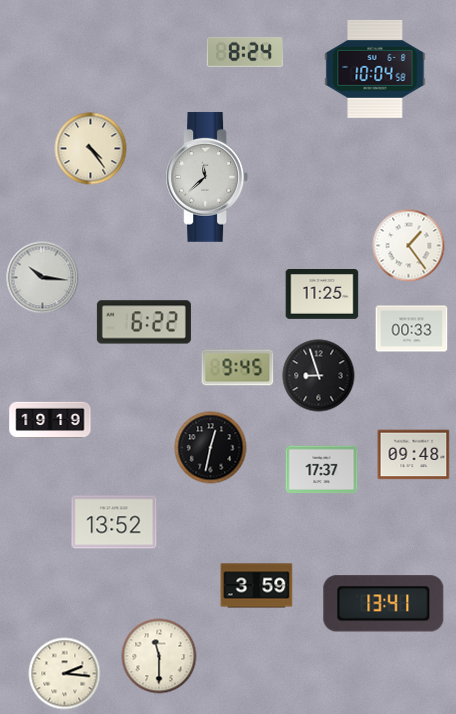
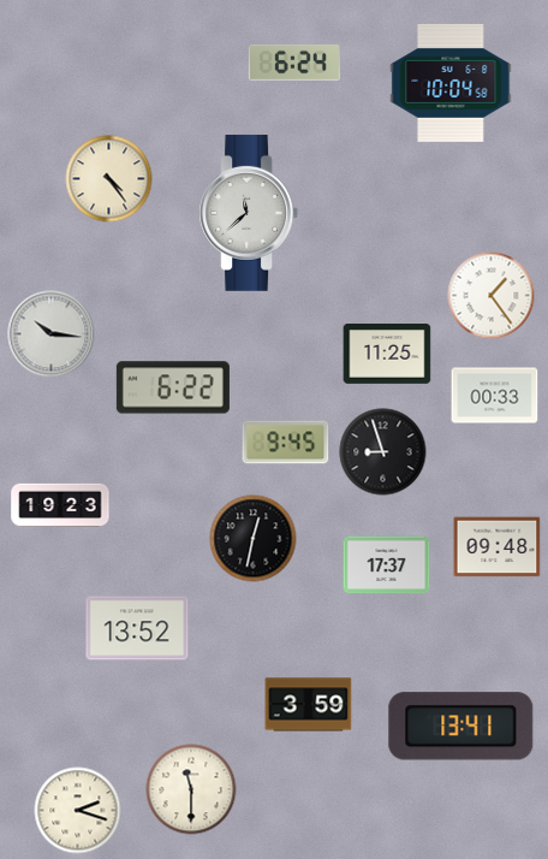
clock at (245, 52): 8:24 -> 6:24
clock at (50, 420): 19:19 -> 19:23
clock at (65, 674): 2:16 -> 2:18
